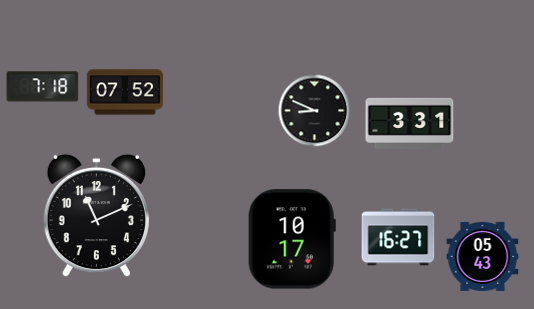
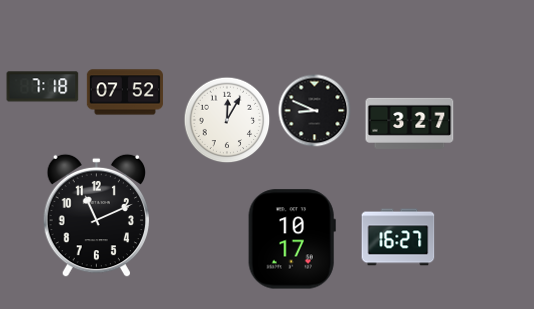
clock at (227, 120): none -> 12:05
clock at (410, 123): 3:31 -> 3:27
clock at (483, 256): 05:43 -> none
